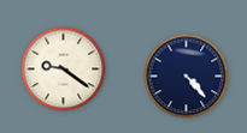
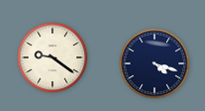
clock at (187, 77): 4:23 -> 4:18
